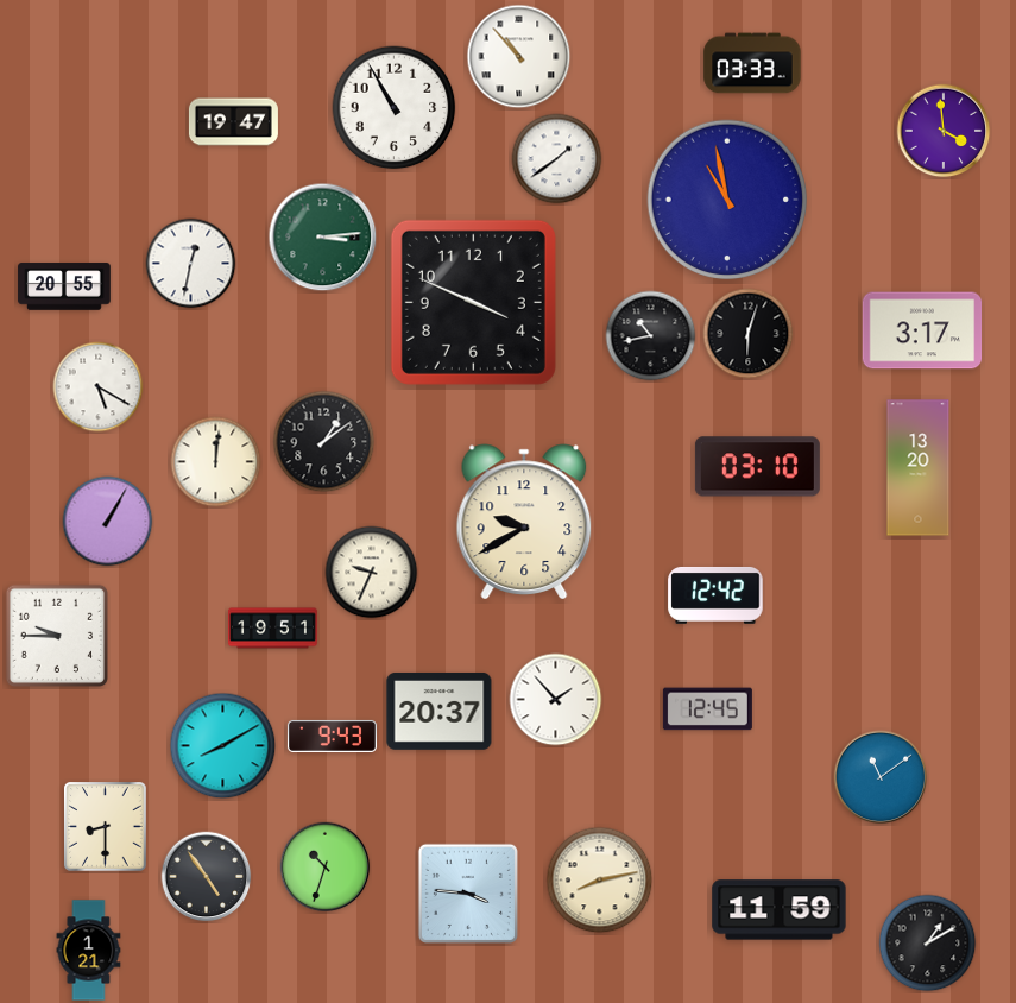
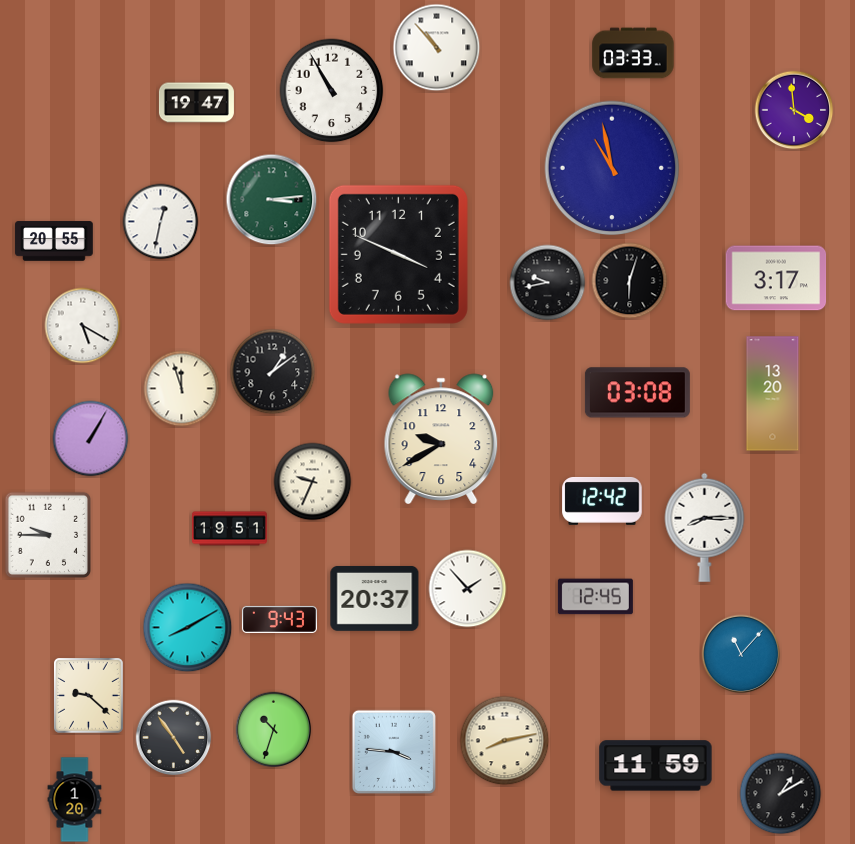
clock at (557, 159): 1:39 -> none
clock at (651, 336): 10:43 -> 9:43
clock at (216, 462): 12:01 -> 11:57
clock at (757, 467): 03:10 -> 03:08
clock at (705, 527): none -> 8:15
clock at (440, 711) position: (440, 711) -> (375, 598)
clock at (881, 777): 11:09 -> 11:07
clock at (106, 827): 8:30 -> 9:22
clock at (89, 951): 1:21 -> 1:20
